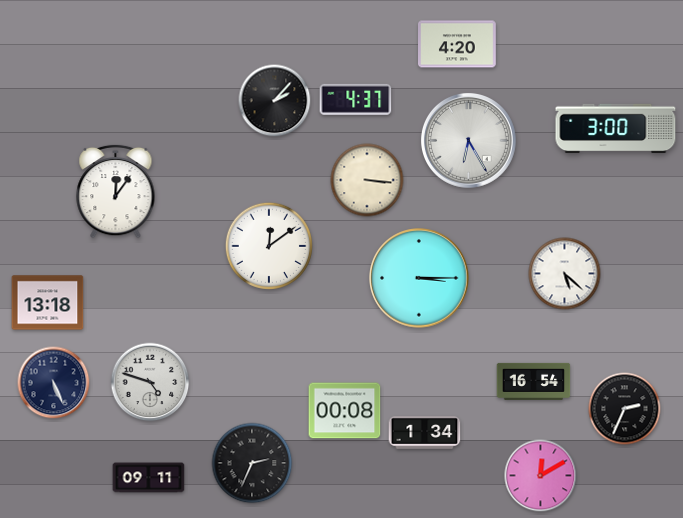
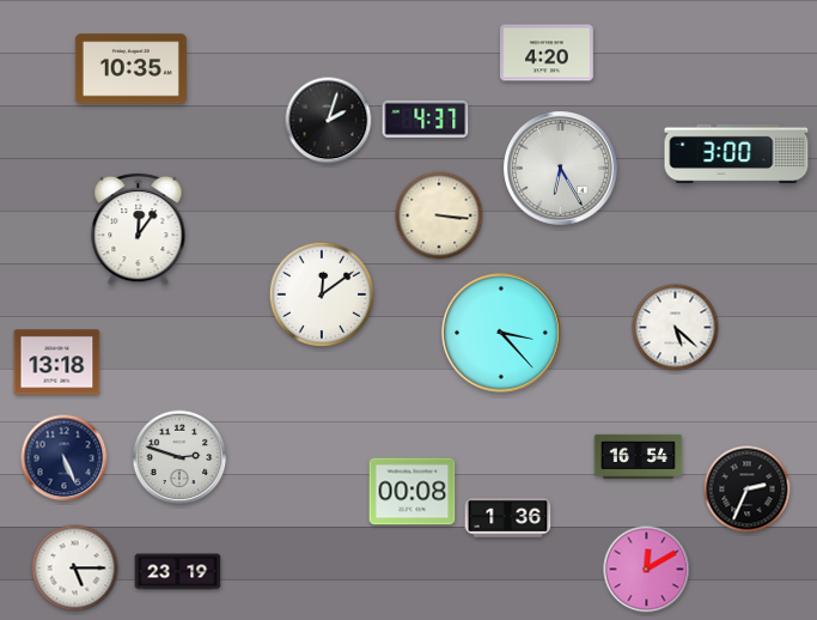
clock at (130, 69): none -> 10:35
clock at (275, 101): 2:07 -> 2:03
clock at (419, 278): 3:15 -> 3:23
clock at (150, 382): 4:48 -> 2:48
clock at (425, 433): 1:34 -> 1:36
clock at (252, 463): 2:34 -> none
clock at (75, 569): none -> 5:15
clock at (149, 478): 09:11 -> 23:19
